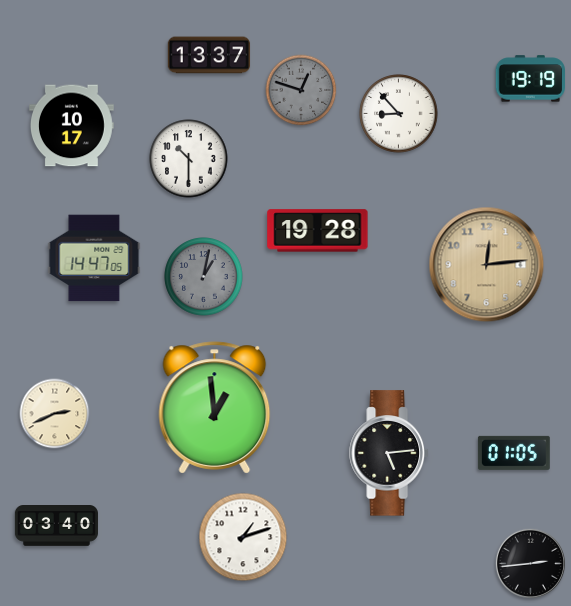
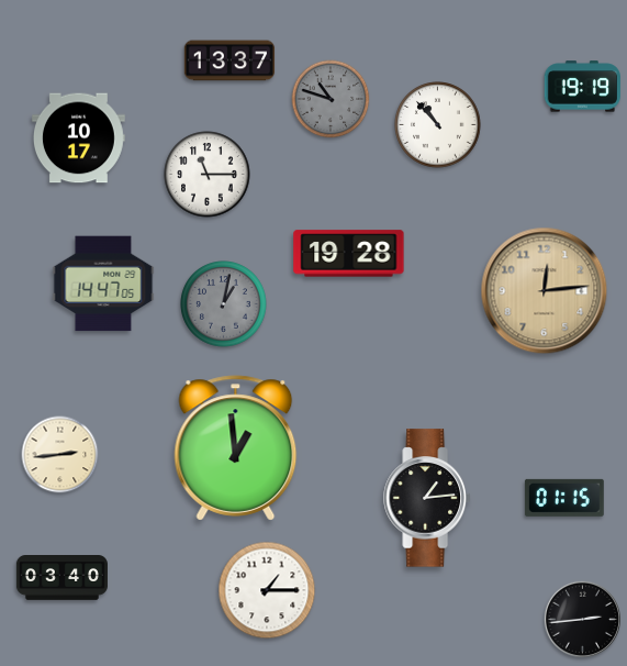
clock at (301, 90): 12:48 -> 10:48
clock at (399, 114): 8:53 -> 10:53
clock at (189, 159): 10:30 -> 11:15
clock at (487, 265) position: (487, 265) -> (545, 291)
clock at (55, 414): 2:41 -> 2:44
clock at (389, 453): 5:14 -> 1:14
clock at (514, 453): 01:05 -> 01:15
clock at (243, 537): 1:12 -> 1:15
